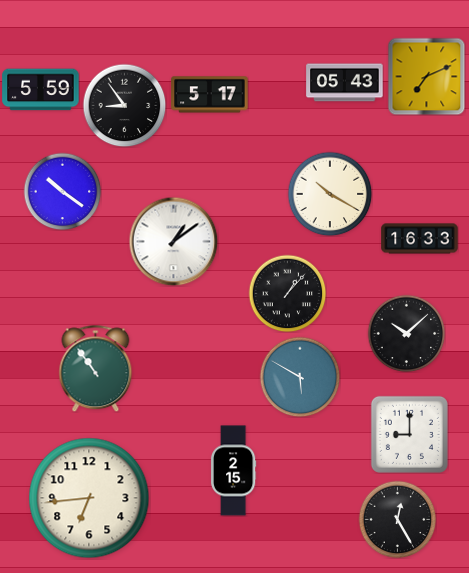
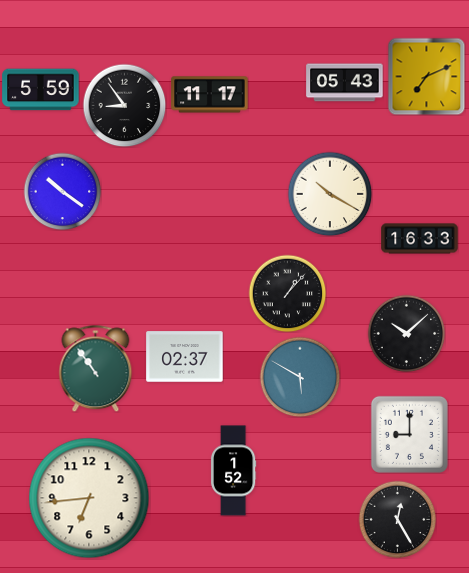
clock at (210, 95): 5:17 -> 11:17
clock at (173, 241): 1:09 -> none
clock at (185, 357): none -> 02:37
clock at (233, 471): 2:15 -> 1:52
